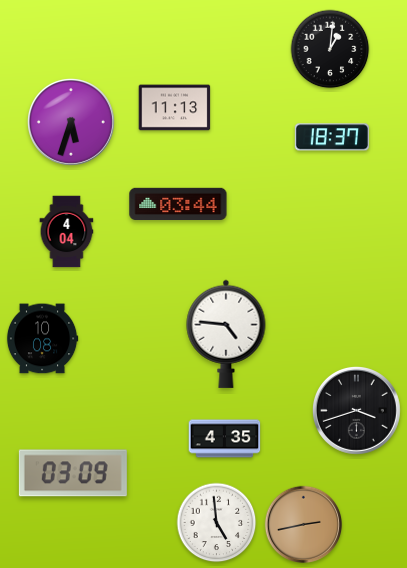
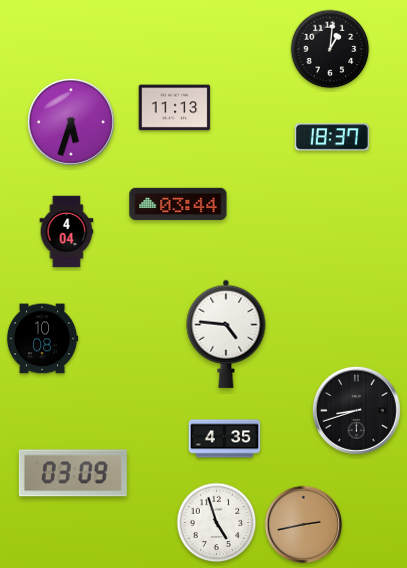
clock at (356, 410): 3:42 -> 8:42
clock at (217, 523): 4:59 -> 4:57
